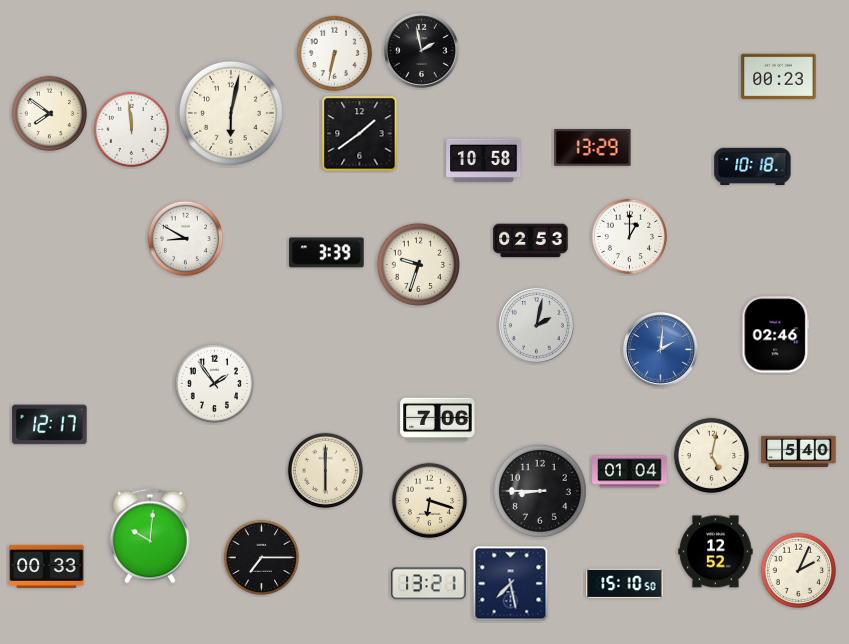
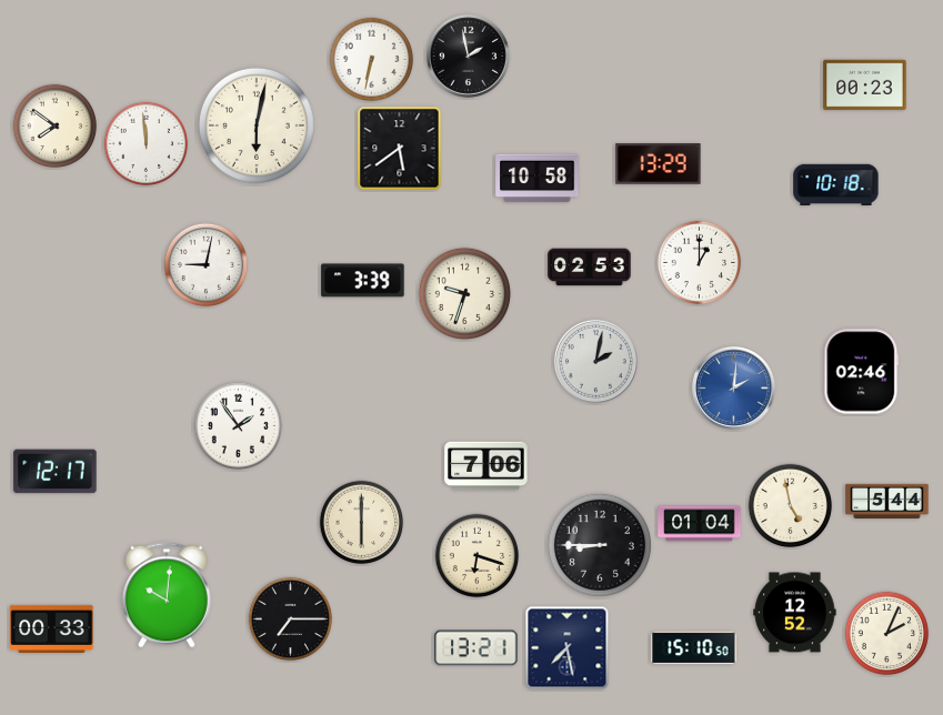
clock at (360, 134): 1:39 -> 5:39
clock at (186, 239): 8:50 -> 9:02
clock at (799, 451): 5:40 -> 5:44
clock at (712, 456): 5:02 -> 4:58
